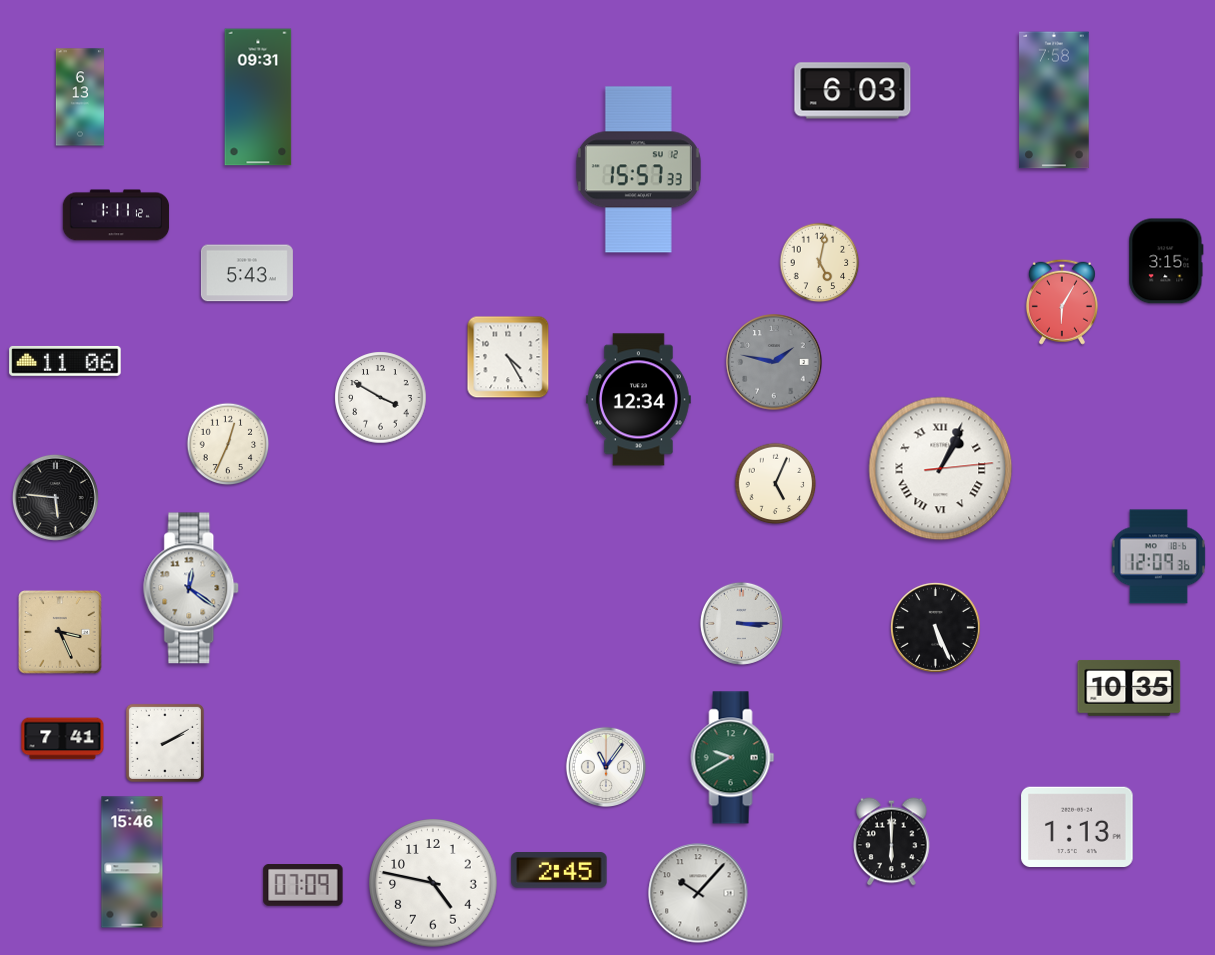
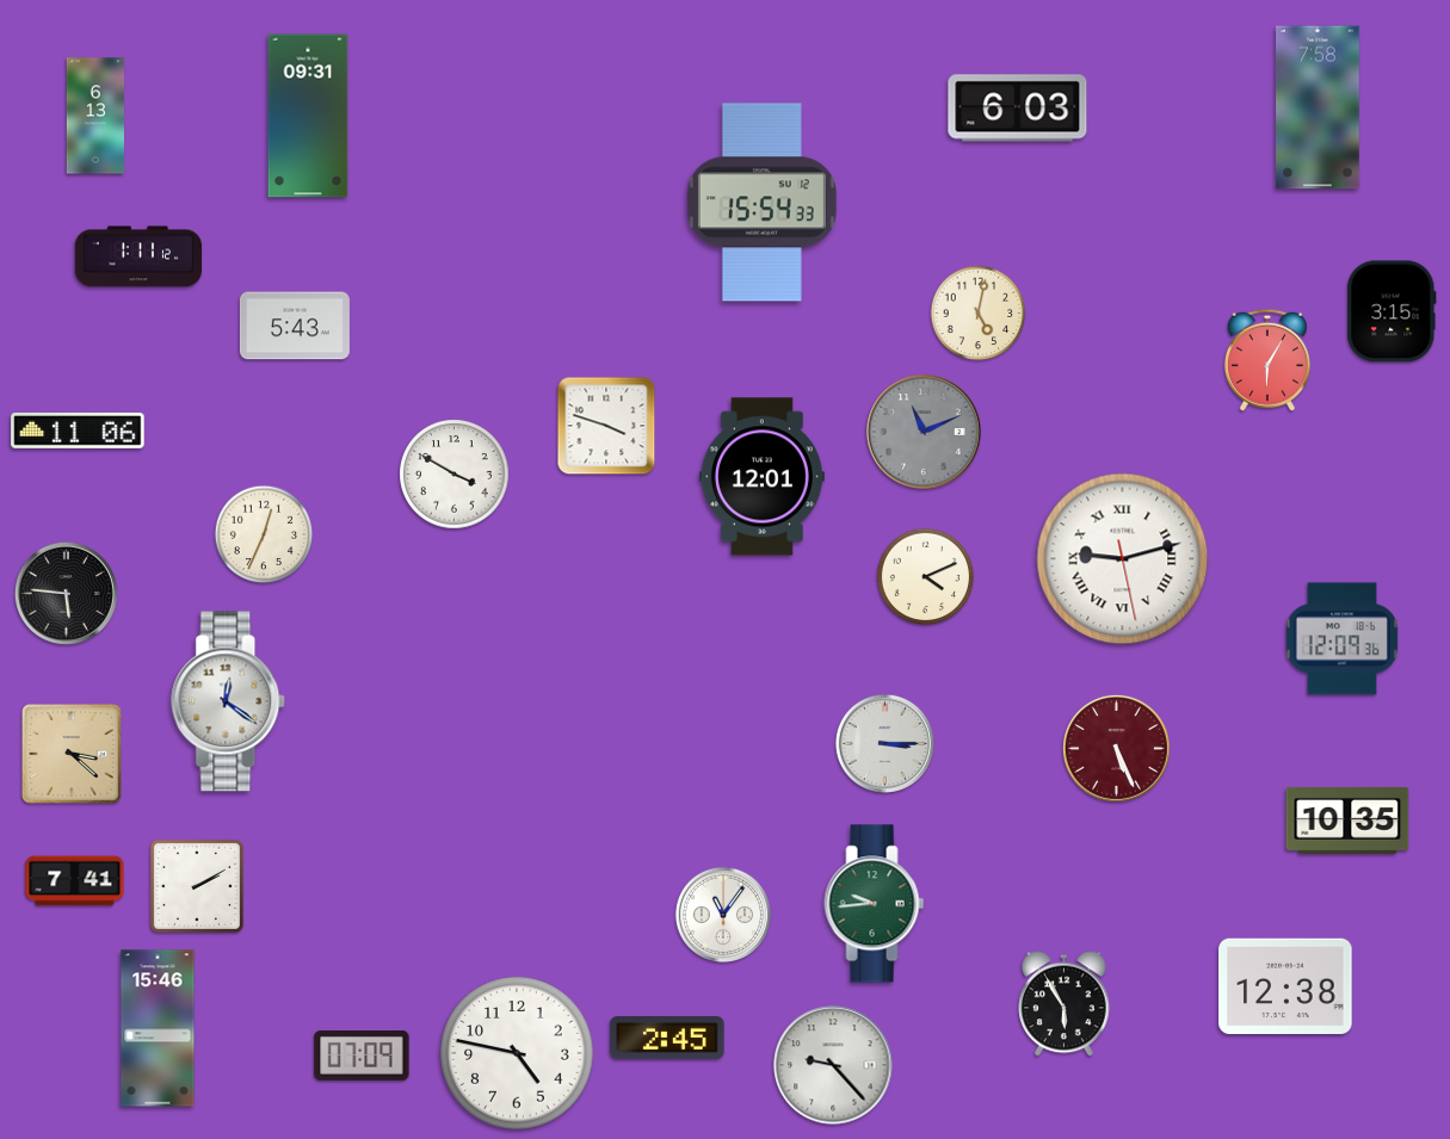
clock at (1054, 100) position: (1054, 100) -> (1318, 107)
clock at (638, 170): 15:57 -> 15:54
clock at (508, 357): 4:25 -> 3:48
clock at (774, 362): 1:47 -> 11:11
clock at (638, 400): 12:34 -> 12:01
clock at (228, 444) position: (228, 444) -> (264, 534)
clock at (941, 469): 1:04 -> 9:12
clock at (776, 484): 5:04 -> 4:11
clock at (1158, 557) position: (1158, 557) -> (1341, 639)
clock at (936, 628) dial: black -> burgundy
clock at (60, 632): 3:26 -> 3:22
clock at (733, 758): 9:40 -> 9:44
clock at (1077, 827): 1:13 -> 12:38
clock at (892, 842): 6:00 -> 5:55
clock at (698, 893): 10:07 -> 9:23
